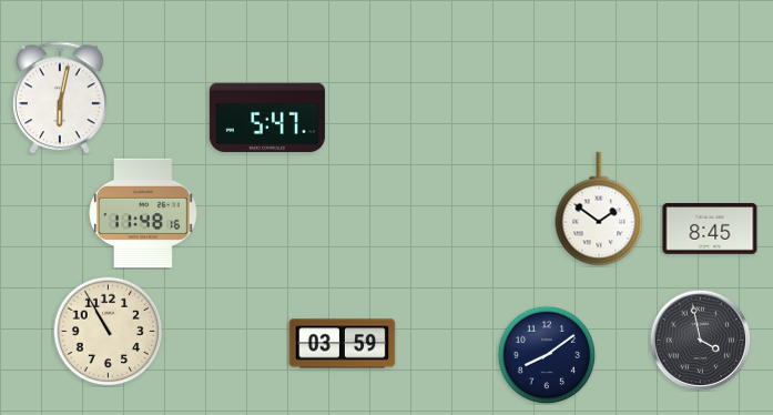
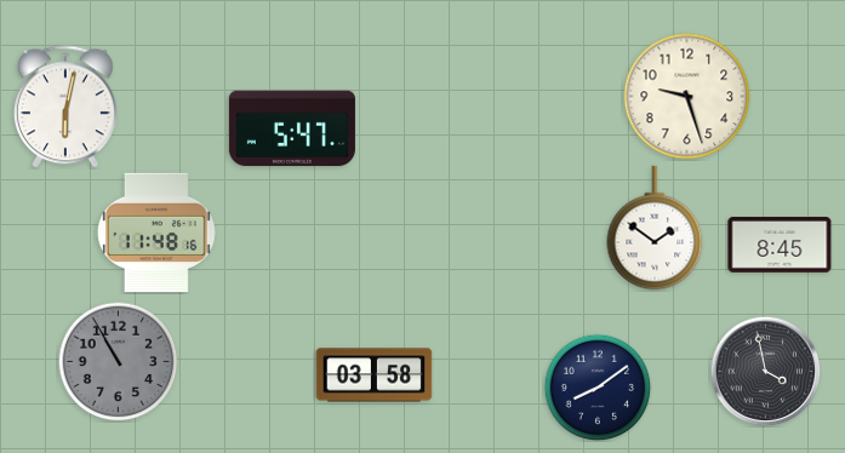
clock at (687, 97): none -> 9:27
clock at (710, 230) position: (710, 230) -> (780, 246)
clock at (109, 332) dial: cream -> grey
clock at (343, 344): 03:59 -> 03:58
